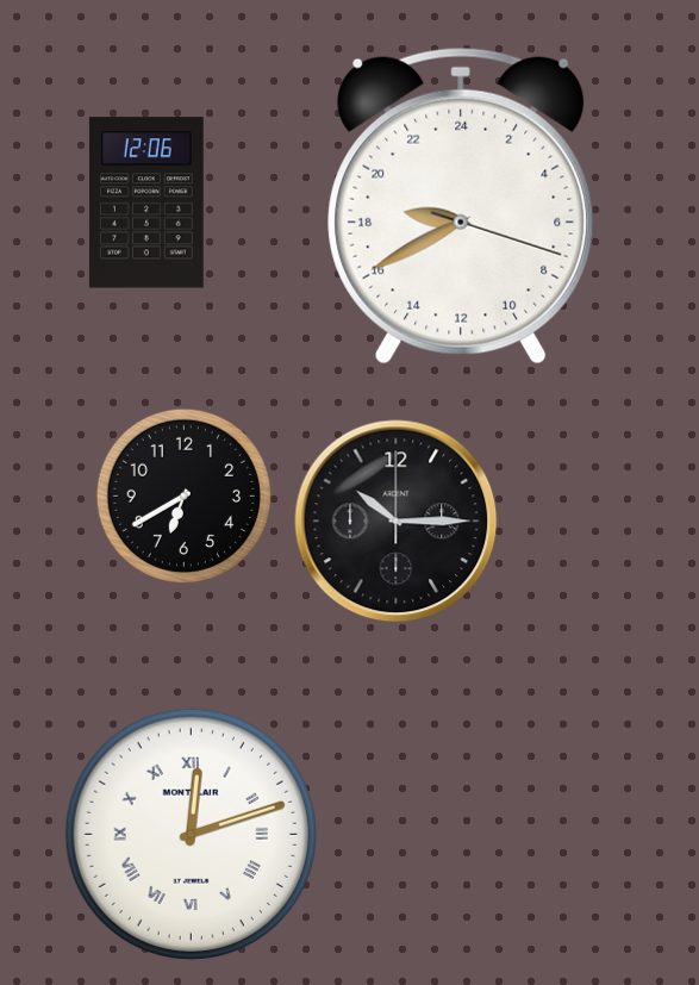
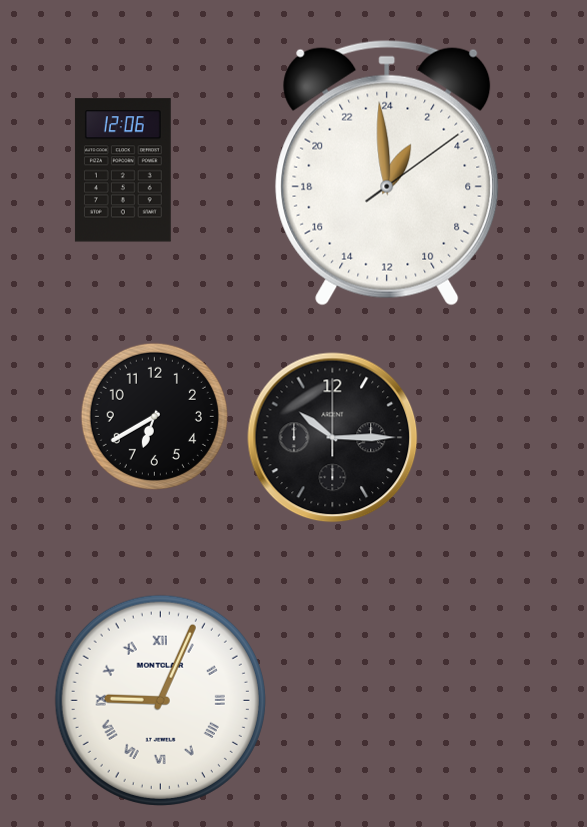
clock at (461, 206): 18:40 -> 1:59
clock at (191, 834): 12:12 -> 9:04
